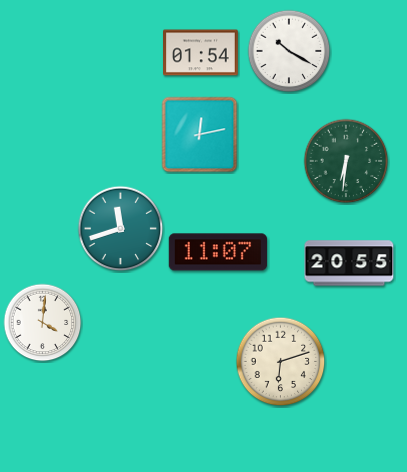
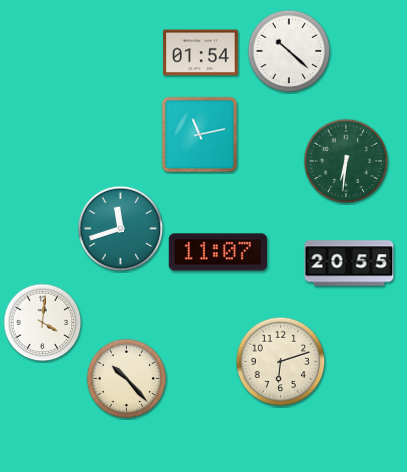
clock at (289, 51): 10:20 -> 10:22
clock at (200, 135): 12:13 -> 11:13
clock at (127, 379): none -> 10:23
